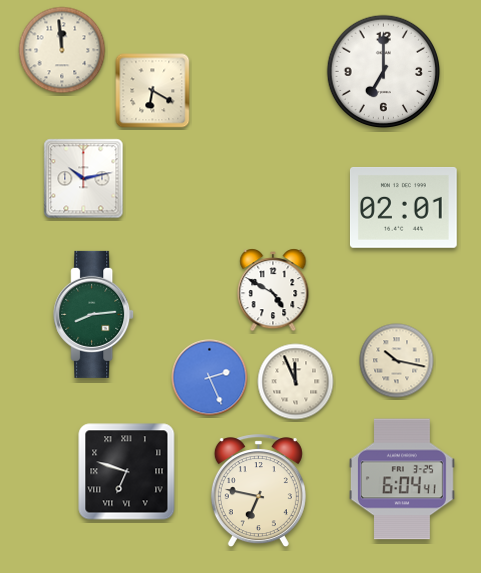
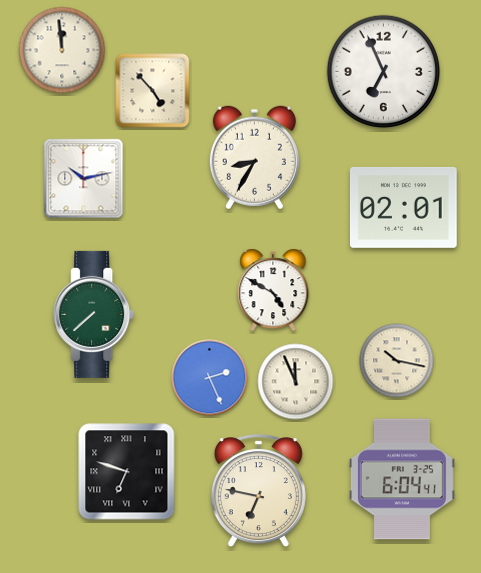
clock at (384, 72): 7:00 -> 6:56
clock at (153, 91): 6:20 -> 4:53
clock at (254, 158): none -> 8:35
clock at (94, 314): 8:14 -> 7:38
